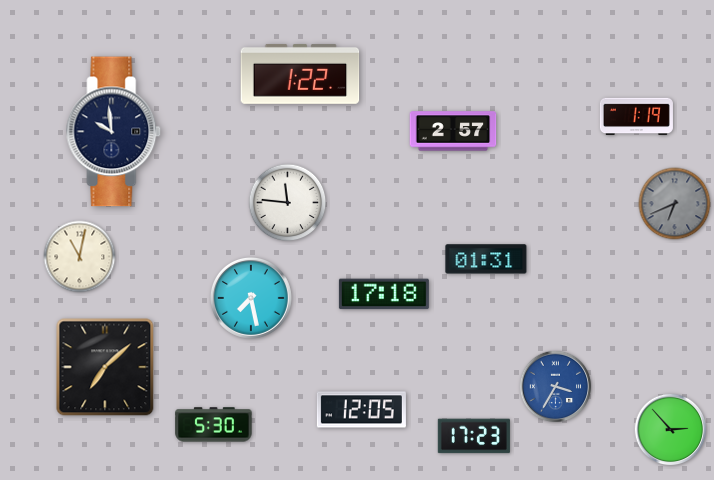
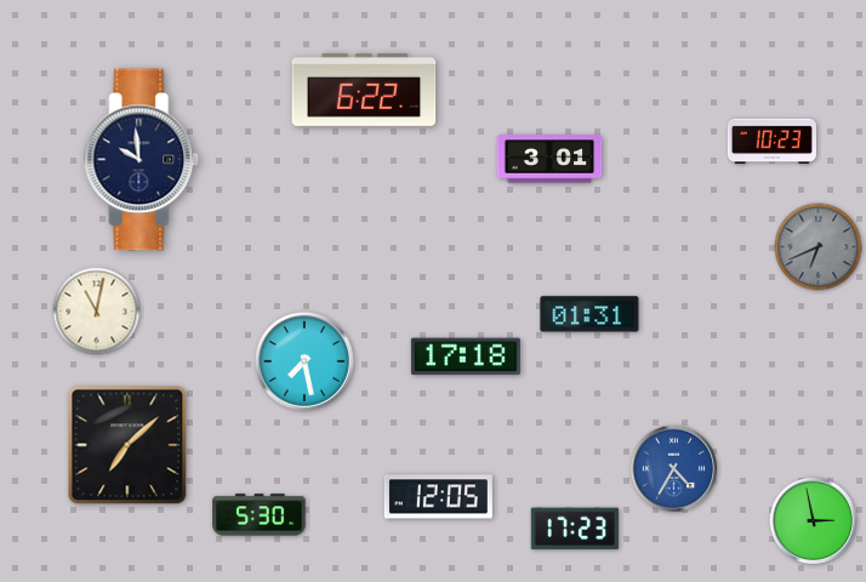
clock at (300, 74): 1:22 -> 6:22
clock at (636, 117): 1:19 -> 10:23
clock at (453, 131): 2:57 -> 3:01
clock at (114, 132) position: (114, 132) -> (142, 160)
clock at (288, 203): 11:46 -> none
clock at (556, 387): 3:35 -> 4:35
clock at (671, 430): 2:53 -> 2:58
